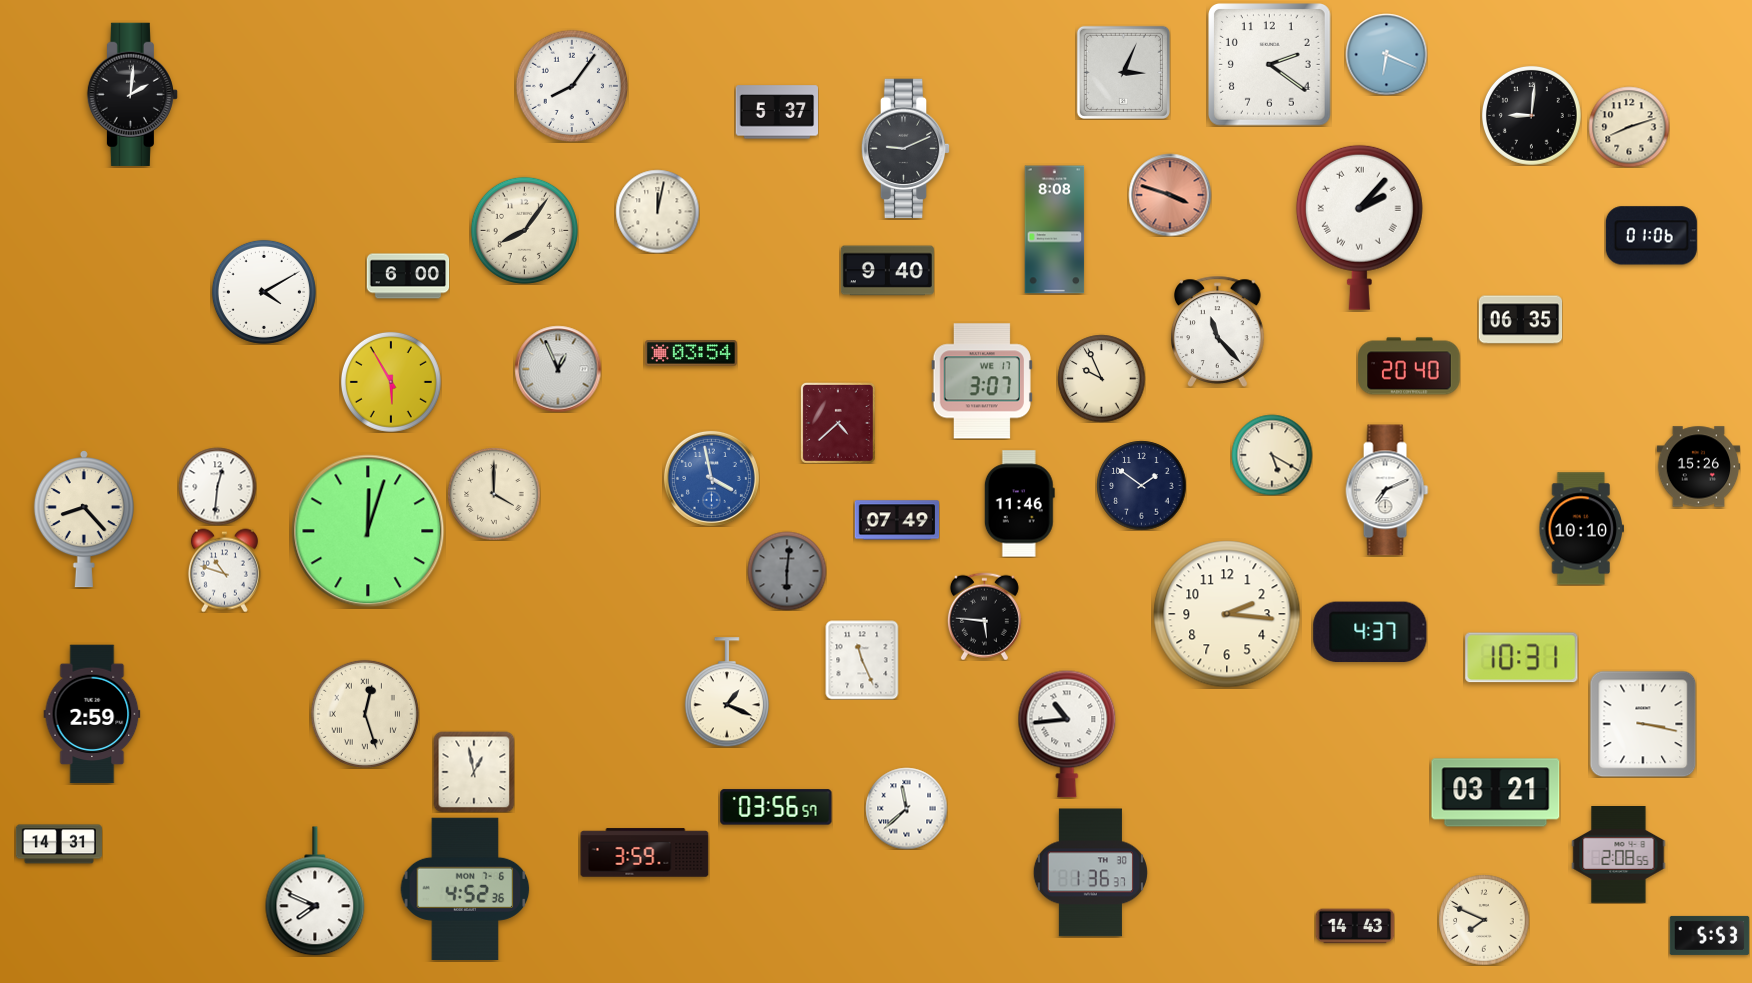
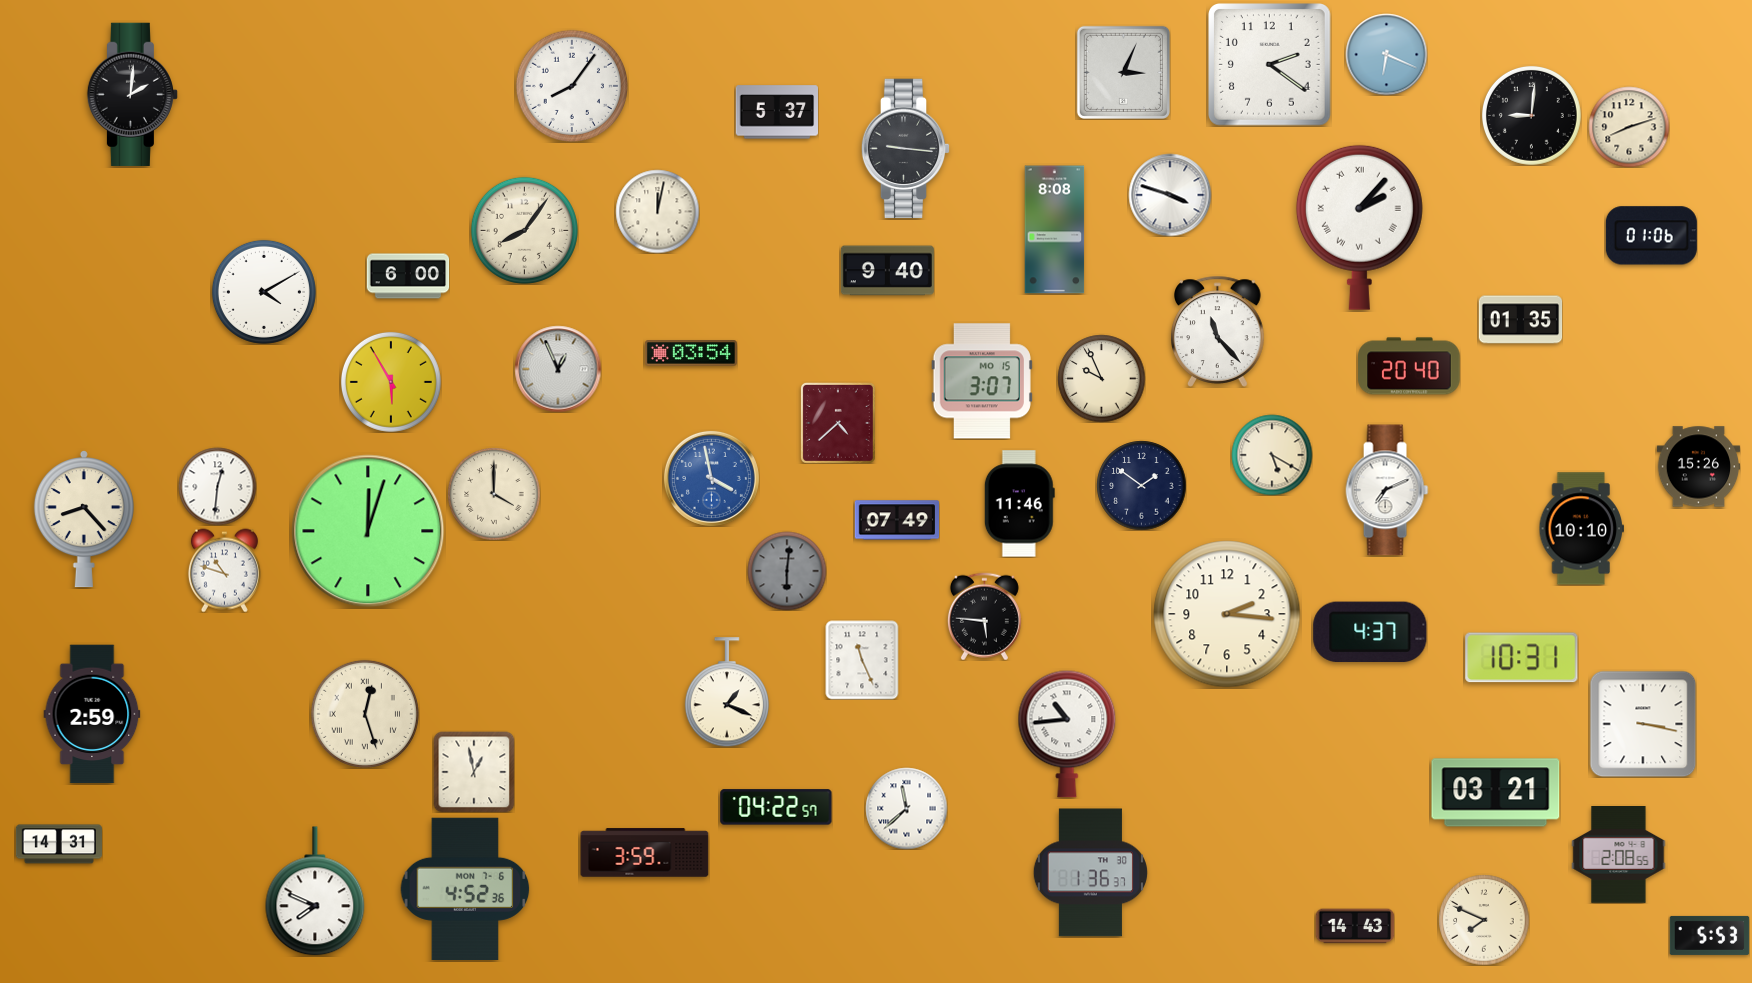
clock at (906, 149): 9:11 -> 9:16
clock at (1170, 195) dial: salmon -> white
clock at (1520, 320): 06:35 -> 01:35
clock at (982, 381) date: WE 17 -> MO 15
clock at (776, 807): 03:56 -> 04:22
